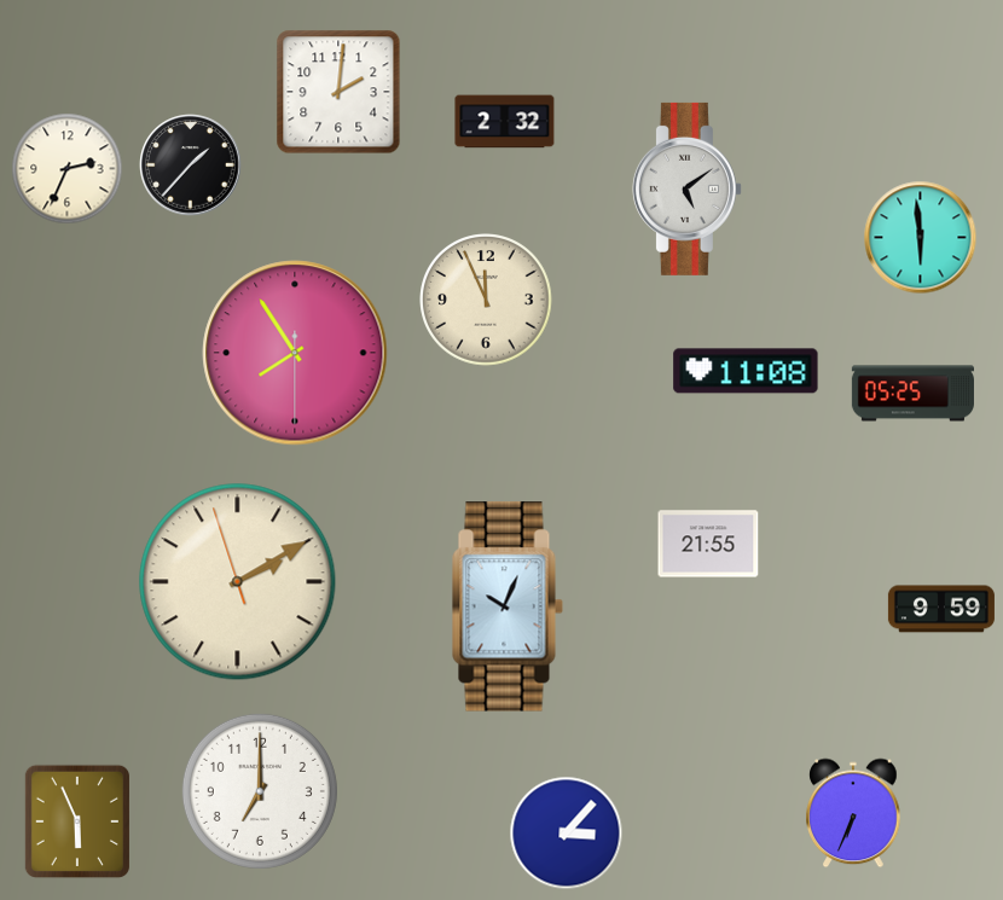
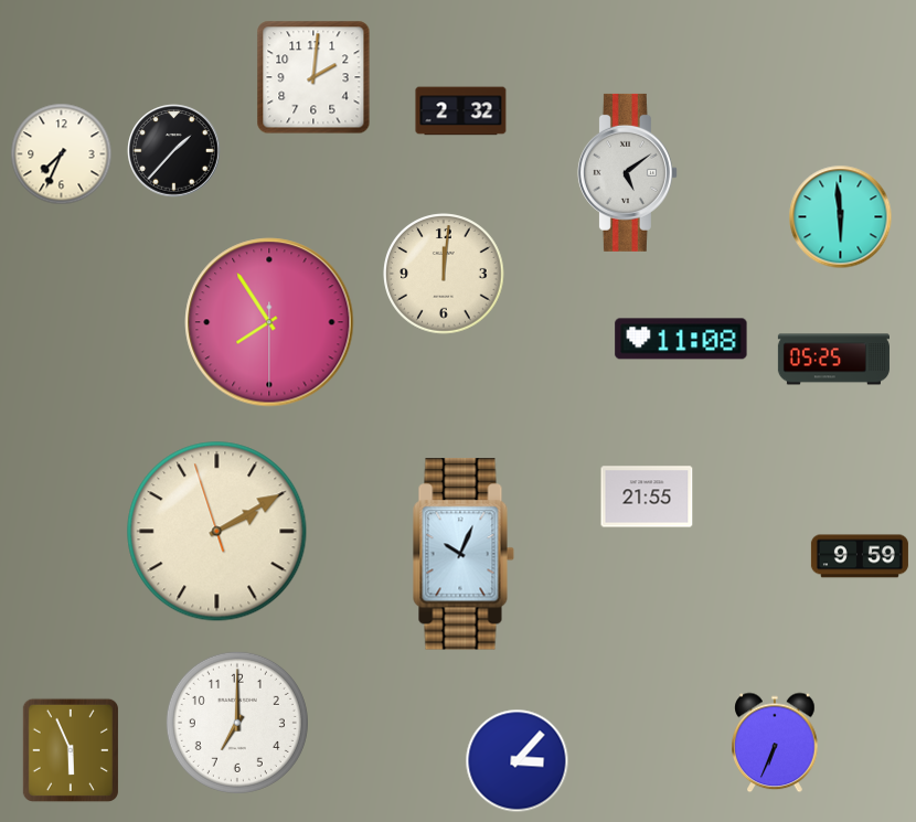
clock at (338, 92) position: (338, 92) -> (313, 77)
clock at (68, 169): 2:34 -> 7:34
clock at (486, 300): 11:56 -> 12:01
clock at (853, 813) position: (853, 813) -> (775, 743)
